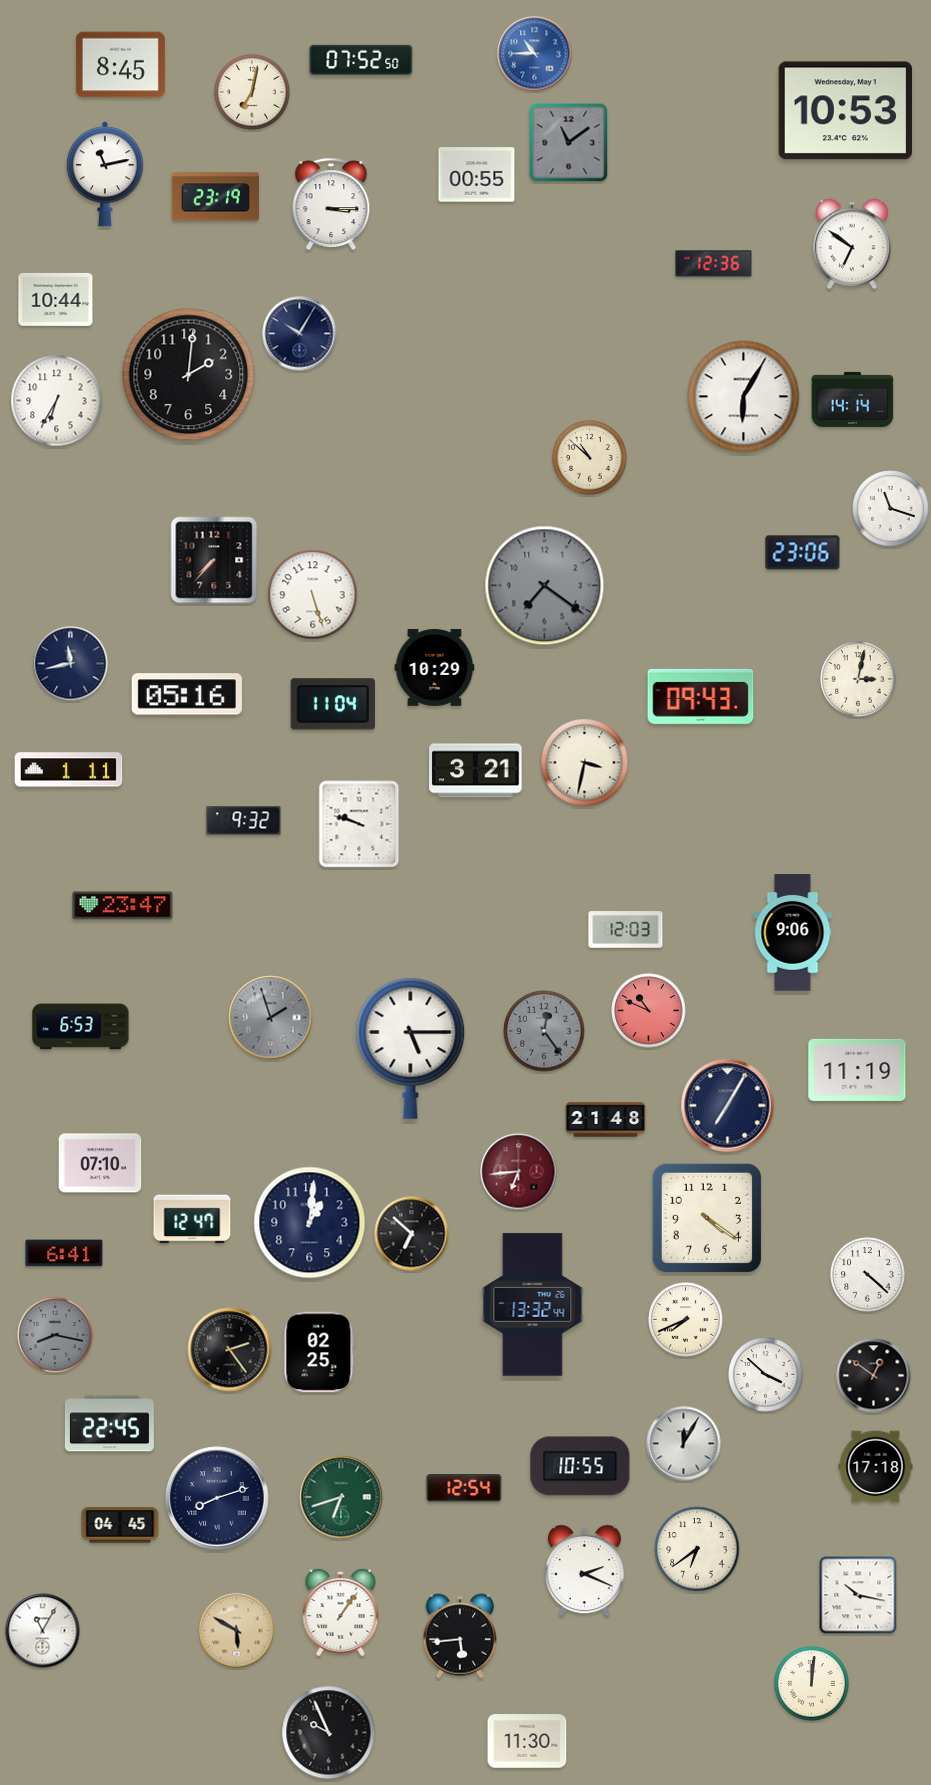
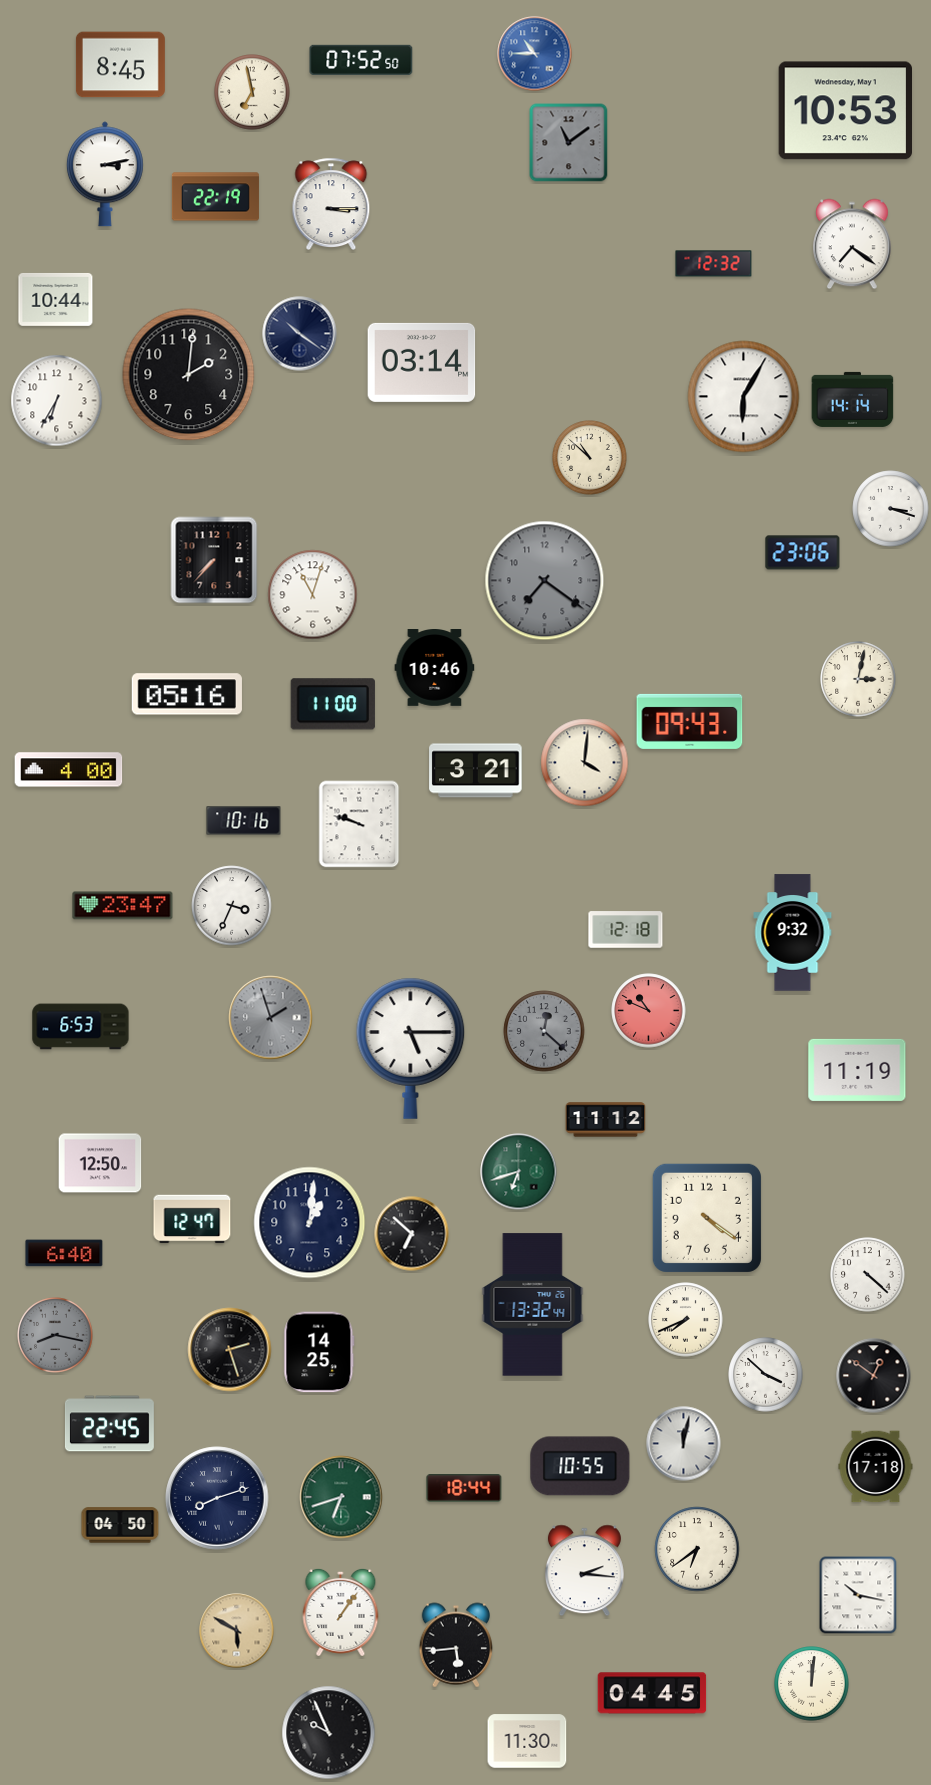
clock at (252, 92): 7:02 -> 6:58
clock at (105, 174): 11:13 -> 3:13
clock at (477, 175): 00:55 -> none
clock at (215, 197): 23:19 -> 22:19
clock at (853, 244): 6:51 -> 7:21
clock at (714, 264): 12:36 -> 12:32
clock at (300, 334): 10:05 -> 10:21
clock at (422, 362): none -> 03:14
clock at (891, 509): 11:18 -> 3:18
clock at (545, 586) position: (545, 586) -> (545, 581)
clock at (313, 595): 5:27 -> 11:03
clock at (71, 664): 11:43 -> none
clock at (435, 668): 10:29 -> 10:46
clock at (701, 696) position: (701, 696) -> (690, 721)
clock at (333, 704): 11:04 -> 11:00
clock at (585, 763): 3:32 -> 4:01
clock at (69, 770): 1:11 -> 4:00
clock at (244, 821): 9:32 -> 10:16
clock at (232, 906): none -> 3:34
clock at (626, 930): 12:03 -> 12:18
clock at (793, 933): 9:06 -> 9:32
clock at (544, 1031): 12:24 -> 12:22
clock at (728, 1106): 7:05 -> none
clock at (606, 1120): 21:48 -> 11:12
clock at (100, 1163): 07:10 -> 12:50
clock at (519, 1172): 6:44 -> 6:42
clock at (519, 1172) dial: burgundy -> green
clock at (64, 1253): 6:41 -> 6:40
clock at (230, 1350): 2:24 -> 2:27
clock at (319, 1352): 02:25 -> 14:25
clock at (684, 1444): 12:05 -> 12:02
clock at (464, 1489): 12:54 -> 18:44
clock at (120, 1525): 04:45 -> 04:50
clock at (584, 1571): 2:19 -> 2:16
clock at (43, 1631): 11:05 -> none
clock at (459, 1636) position: (459, 1636) -> (455, 1645)
clock at (652, 1693): none -> 04:45
